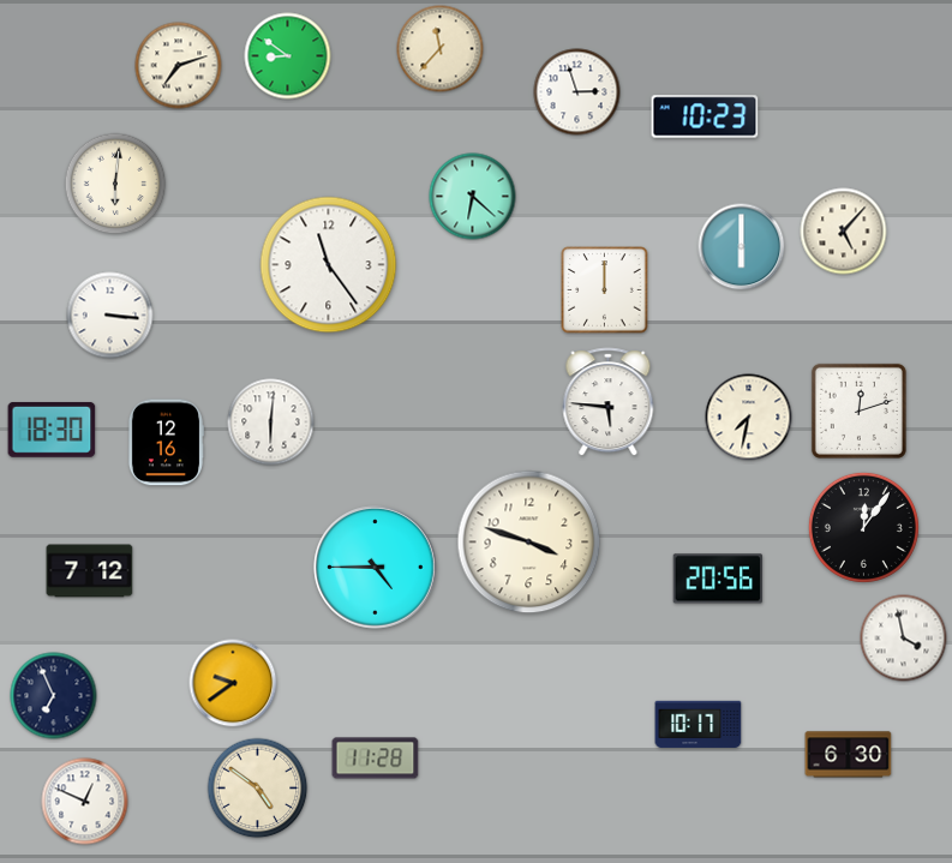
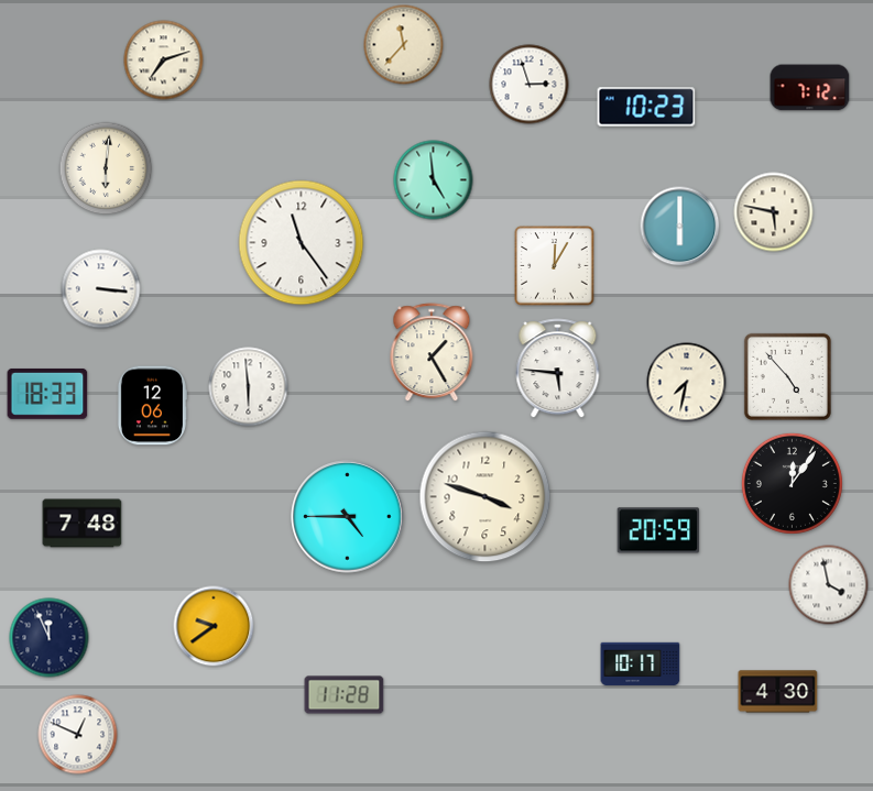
clock at (288, 56): 8:51 -> none
clock at (810, 88): none -> 7:12
clock at (473, 197): 6:22 -> 4:59
clock at (844, 232): 5:07 -> 5:47
clock at (605, 290): 12:00 -> 12:05
clock at (432, 353): none -> 1:25
clock at (858, 410): 12:12 -> 4:53
clock at (271, 422): 6:01 -> 5:59
clock at (52, 430): 18:30 -> 18:33
clock at (166, 443): 12:16 -> 12:06
clock at (376, 568) position: (376, 568) -> (348, 517)
clock at (90, 571): 7:12 -> 7:48
clock at (718, 579): 20:56 -> 20:59
clock at (54, 696): 6:56 -> 11:56
clock at (849, 755): 6:30 -> 4:30
clock at (258, 789): 4:51 -> none
